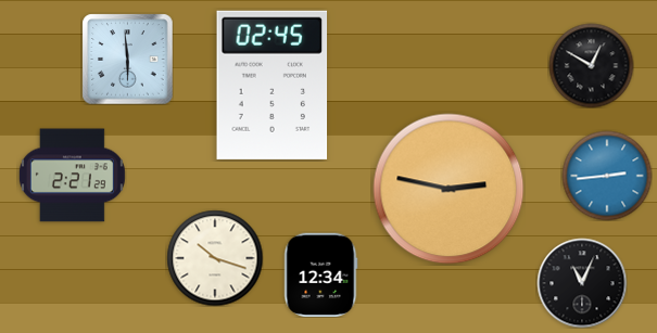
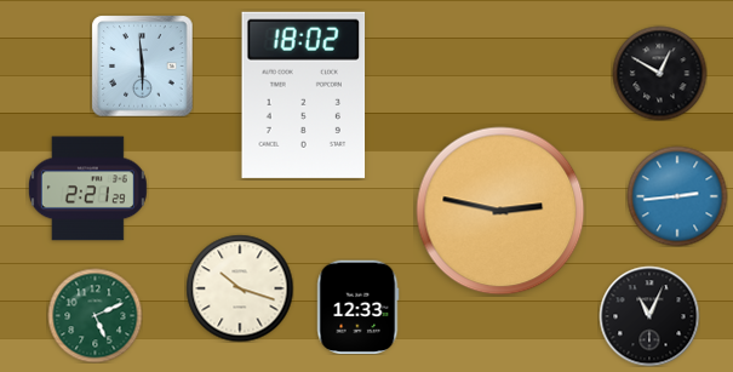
clock at (273, 85): 02:45 -> 18:02
clock at (72, 176) position: (72, 176) -> (87, 189)
clock at (321, 274): 12:34 -> 12:33
clock at (95, 315): none -> 5:11
